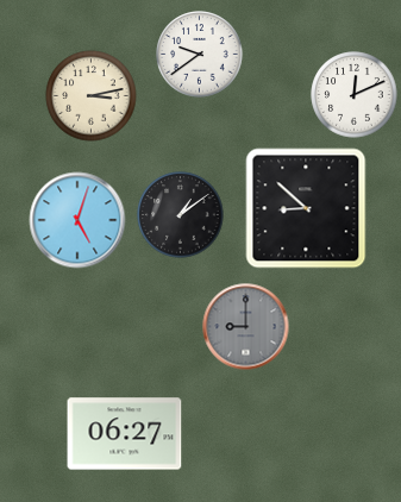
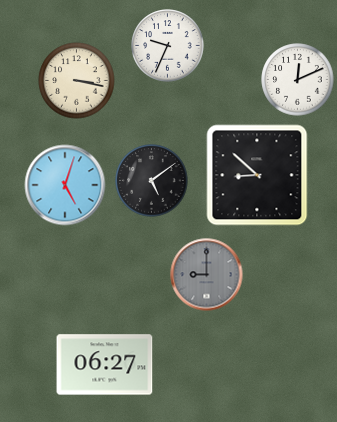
clock at (200, 55): 9:39 -> 9:34
clock at (92, 96): 3:13 -> 3:17
clock at (181, 215): 1:09 -> 5:09
